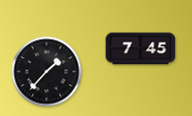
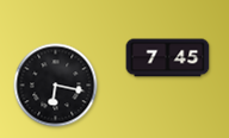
clock at (47, 72): 1:37 -> 6:17
